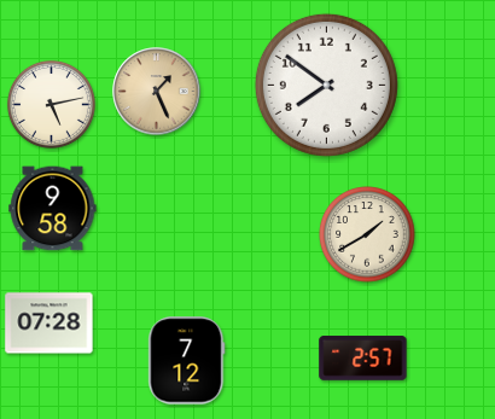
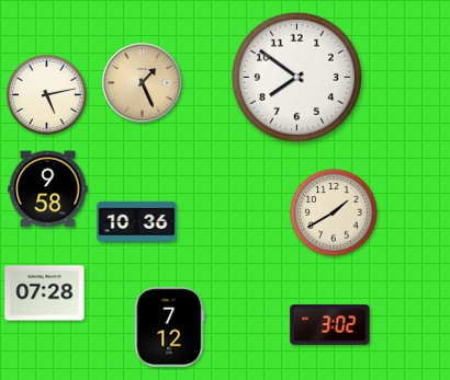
clock at (137, 221): none -> 10:36
clock at (363, 359): 2:57 -> 3:02
